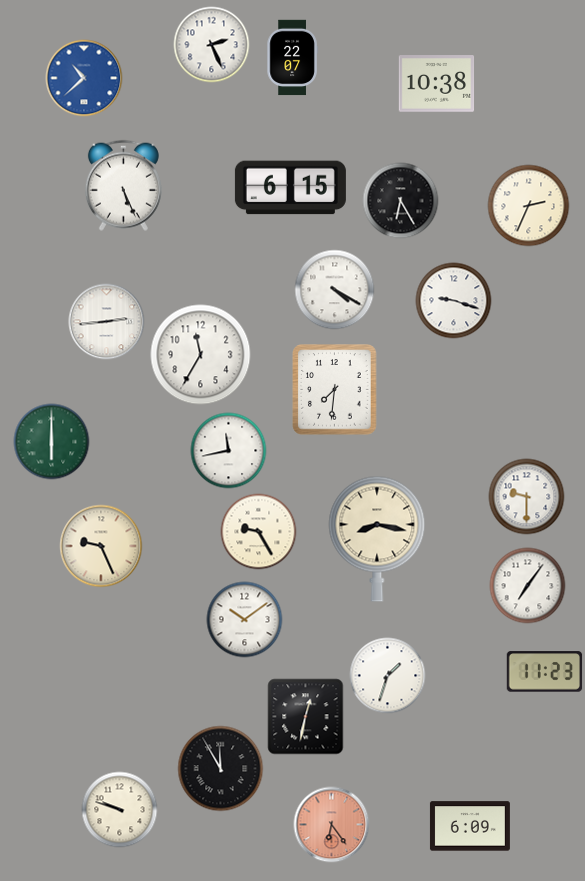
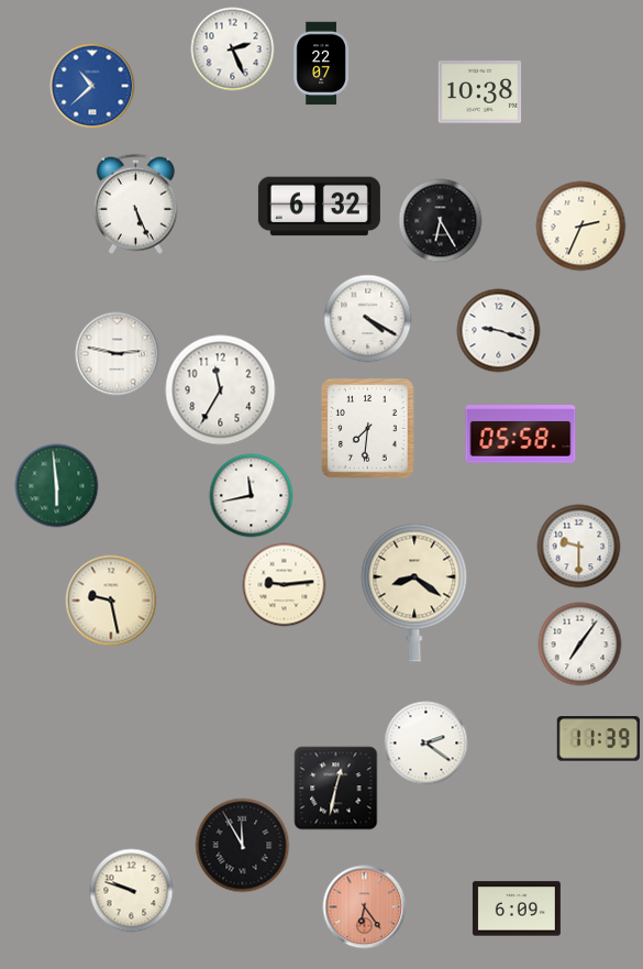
clock at (290, 188): 6:15 -> 6:32
clock at (107, 322): 2:44 -> 2:47
clock at (521, 434): none -> 05:58
clock at (52, 442): 6:00 -> 5:59
clock at (259, 532): 9:25 -> 9:14
clock at (377, 539): 8:17 -> 8:21
clock at (101, 546): 9:26 -> 9:28
clock at (245, 620): 10:09 -> none
clock at (545, 672): 11:23 -> 11:39
clock at (388, 676): 1:33 -> 2:21
